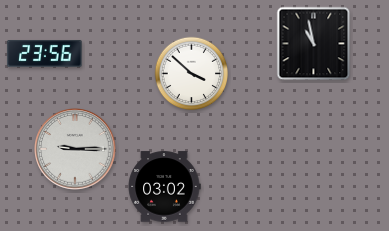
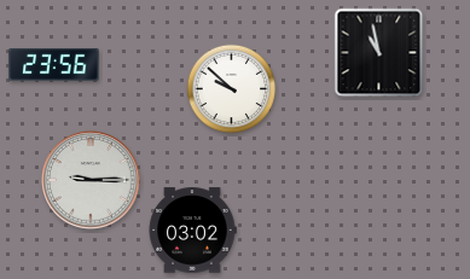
clock at (192, 74): 3:52 -> 9:52
clock at (164, 187) position: (164, 187) -> (192, 231)
